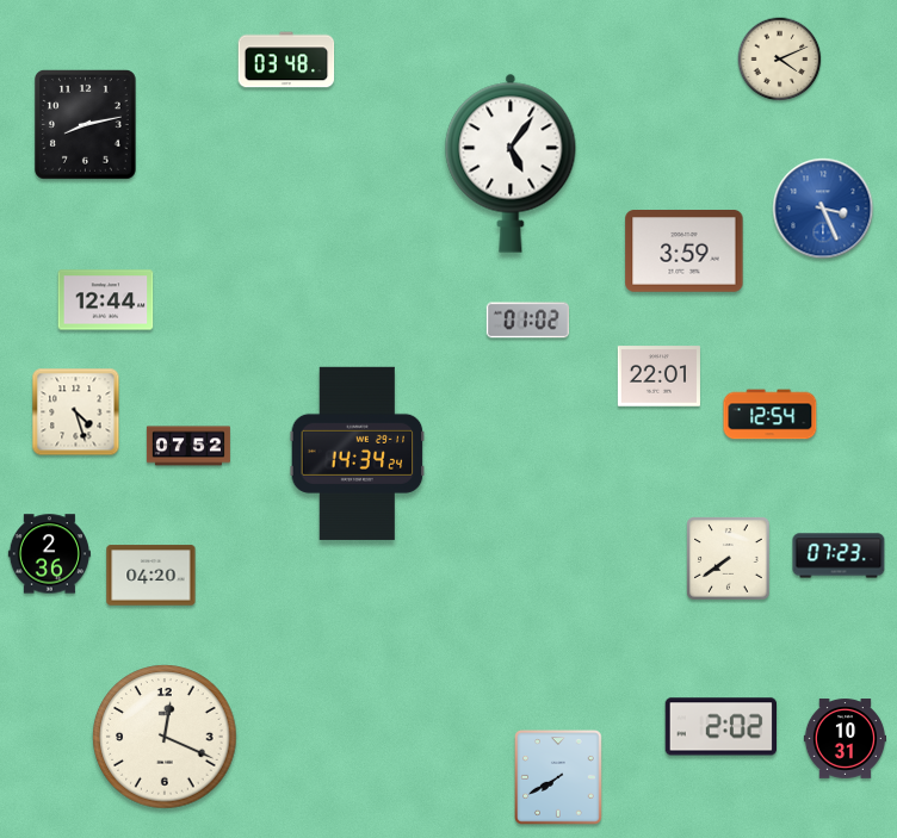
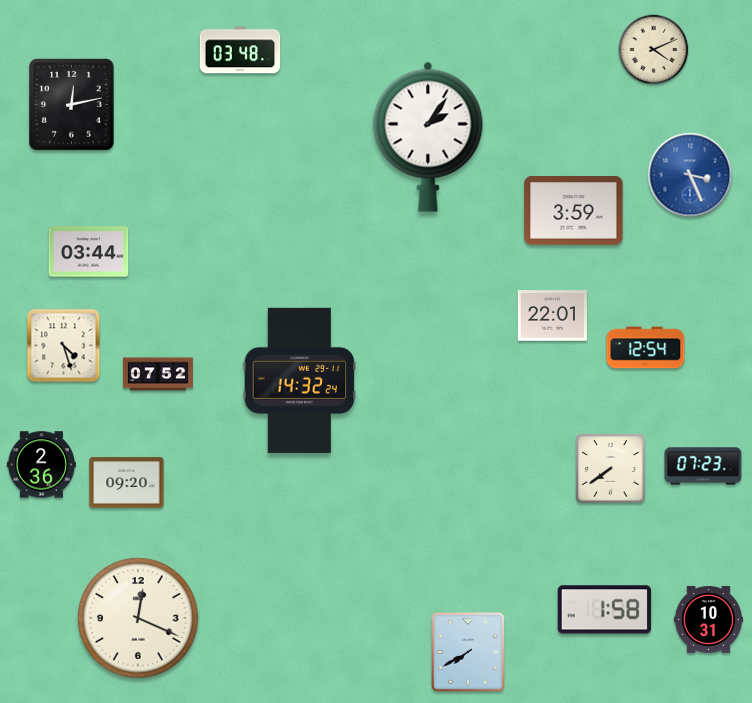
clock at (86, 125): 8:13 -> 12:13
clock at (511, 163): 5:06 -> 2:06
clock at (106, 300): 12:44 -> 03:44
clock at (527, 321): 01:02 -> none
clock at (358, 453): 14:34 -> 14:32
clock at (151, 576): 04:20 -> 09:20
clock at (722, 727): 2:02 -> 1:58
